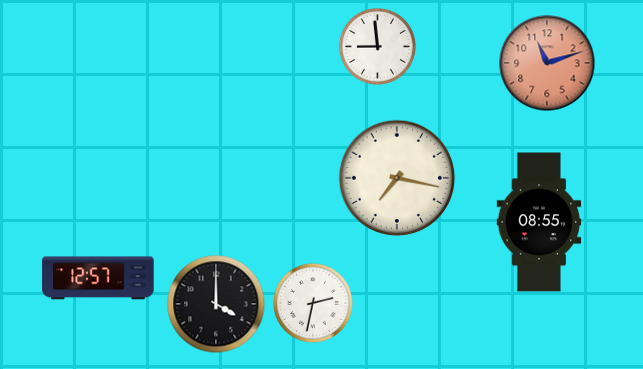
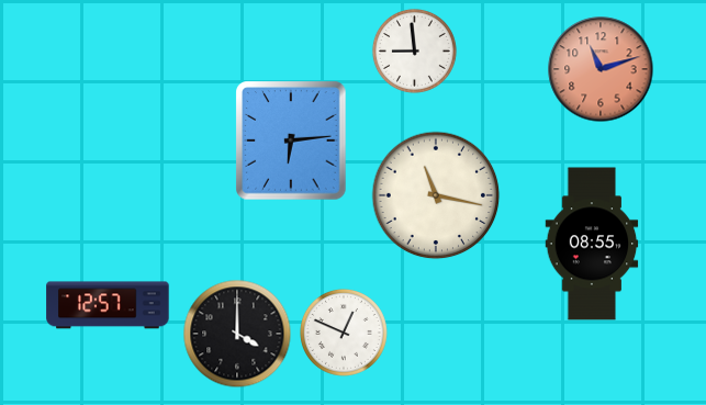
clock at (291, 140): none -> 6:14
clock at (397, 178): 7:17 -> 11:17
clock at (314, 304): 2:32 -> 12:49
